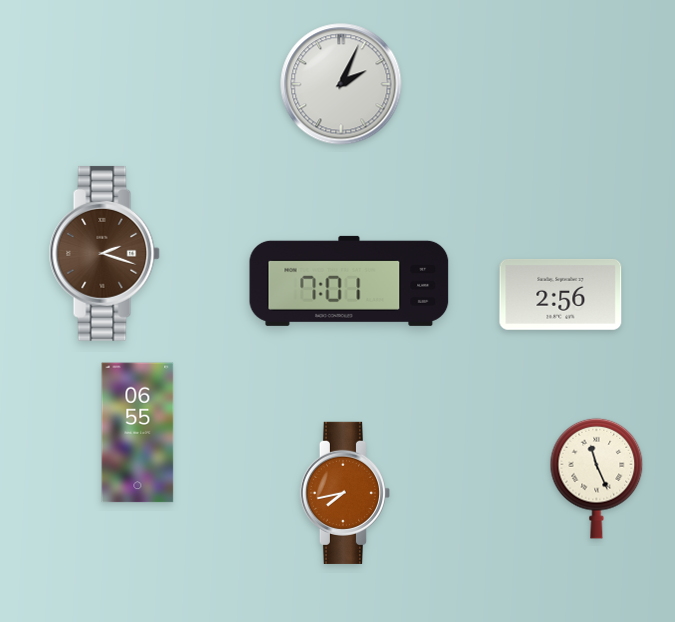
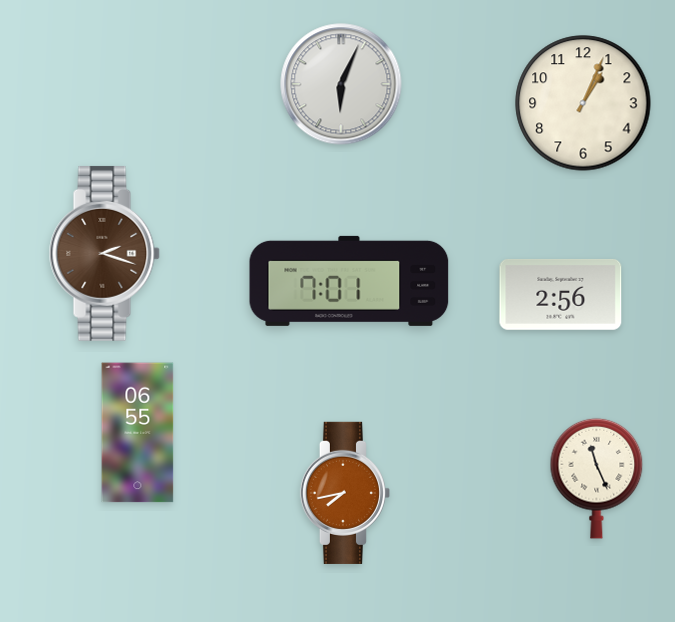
clock at (341, 84): 2:04 -> 6:04
clock at (583, 103): none -> 1:04
